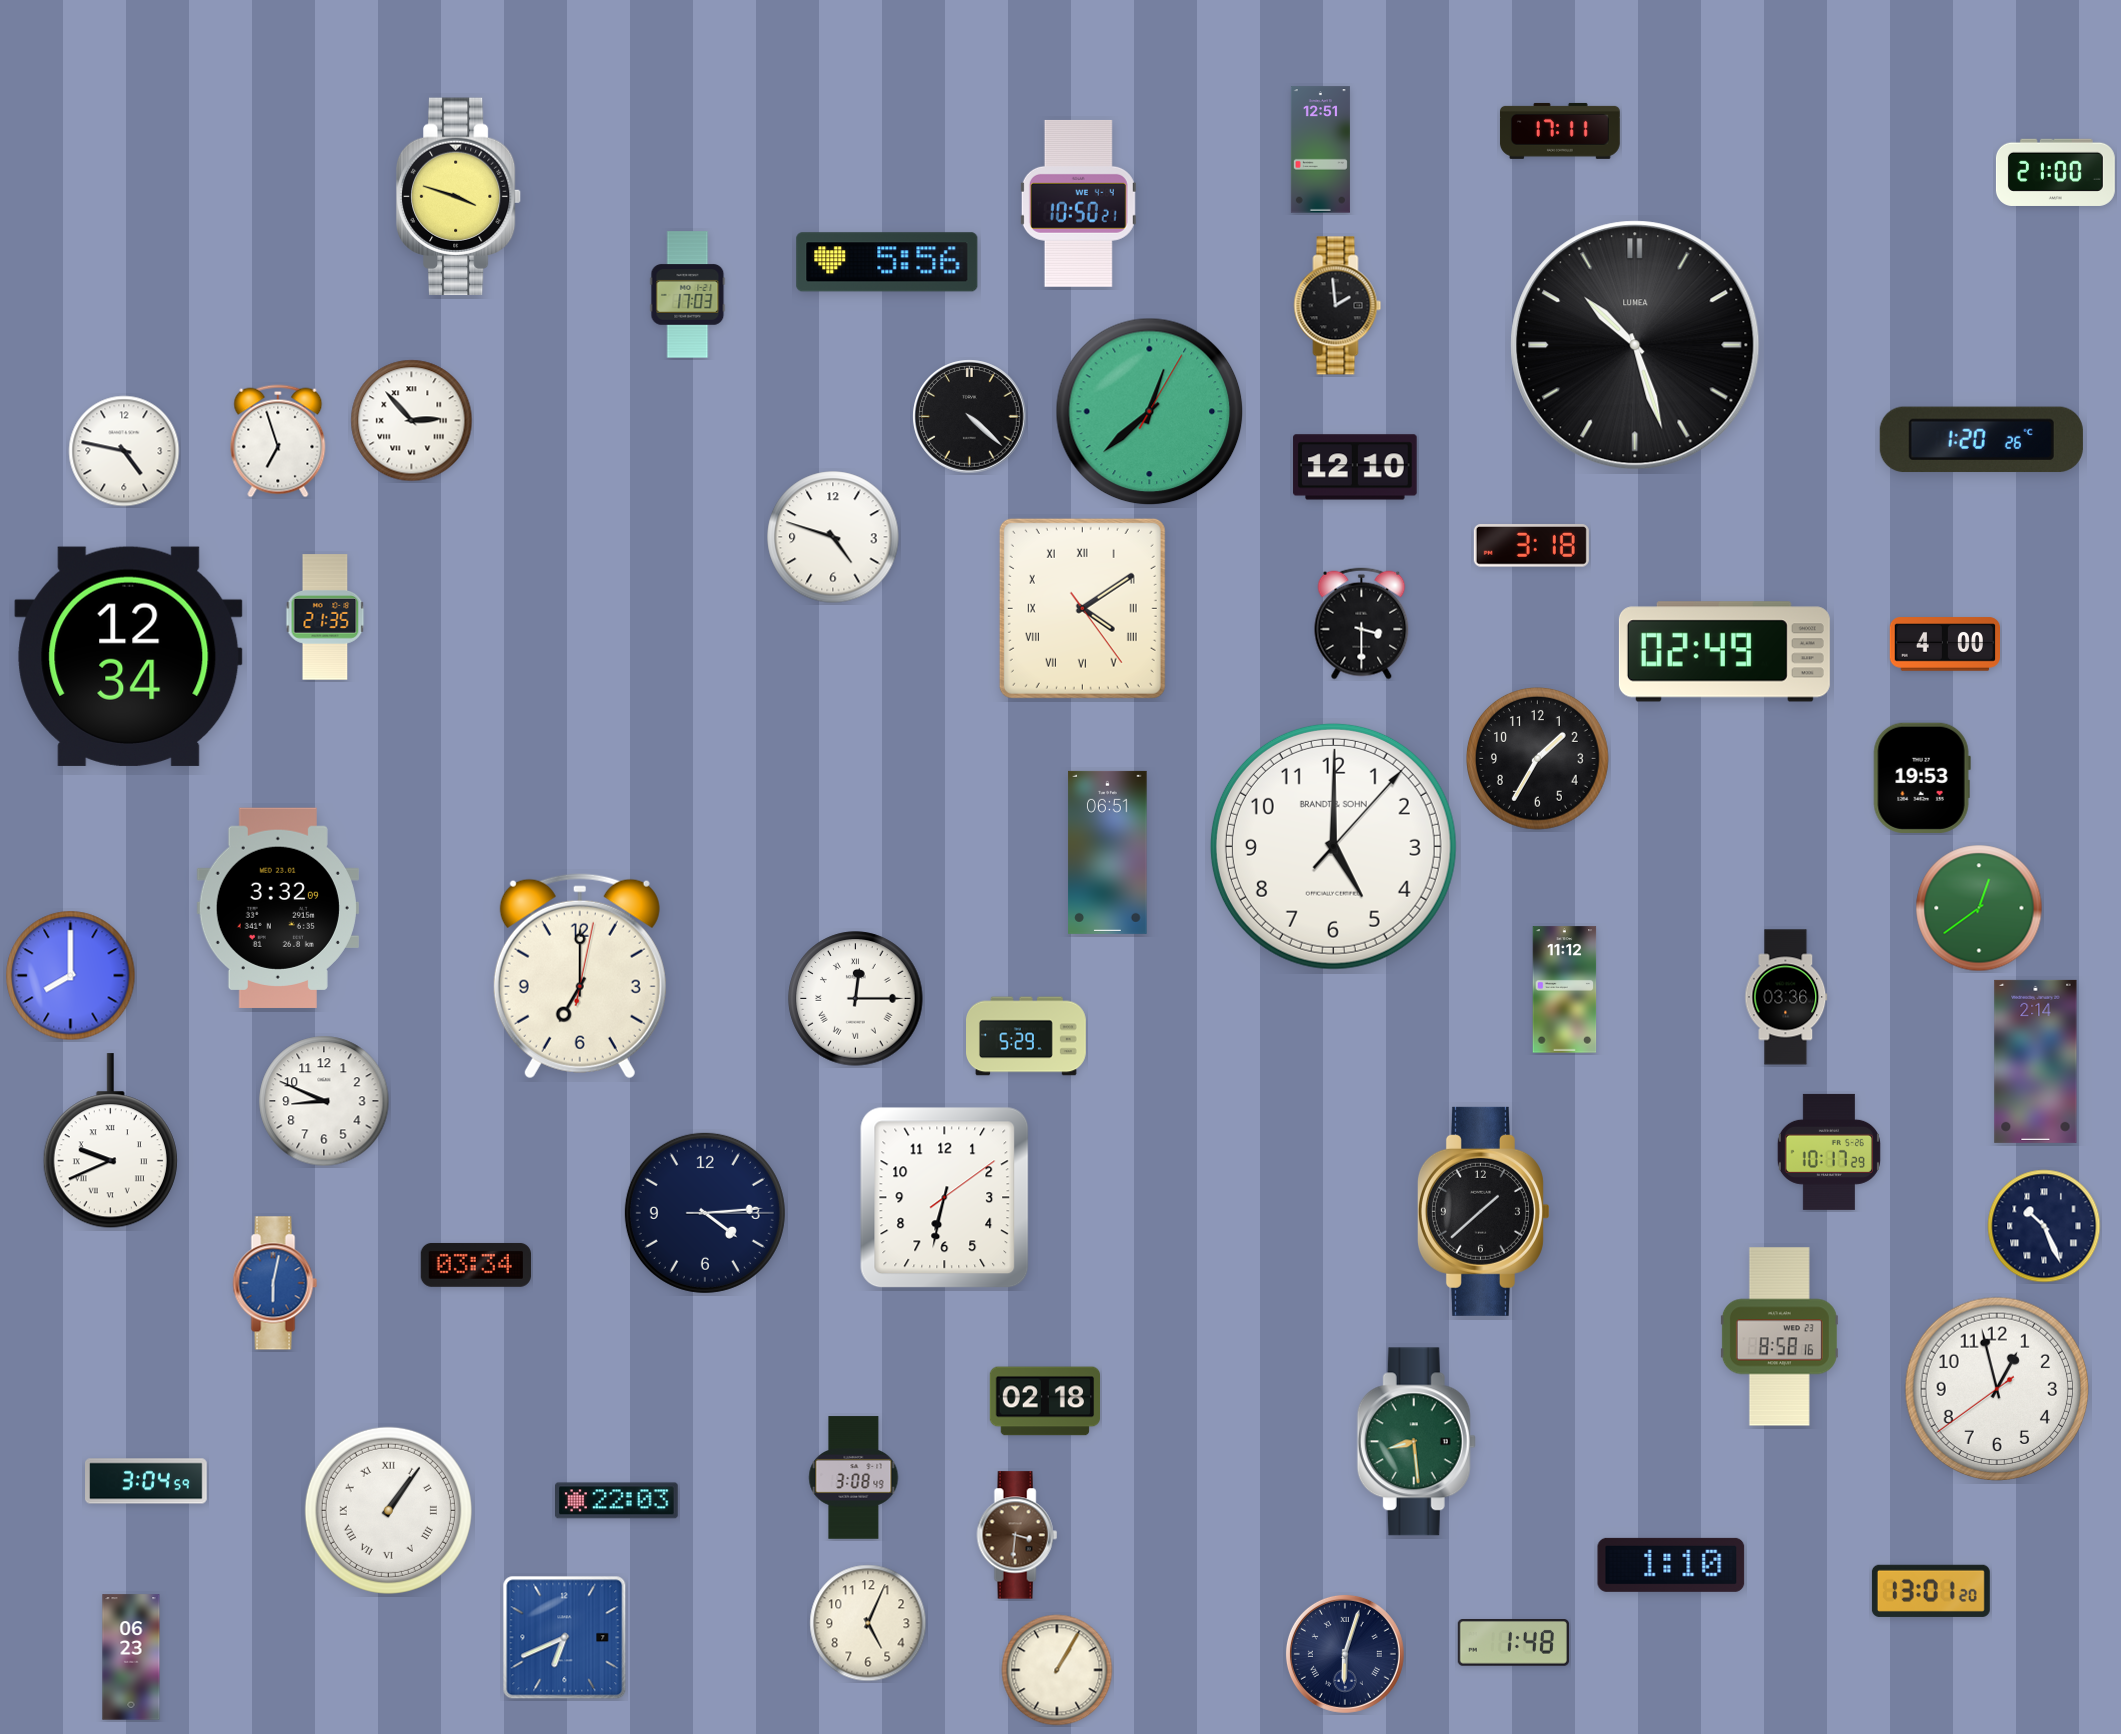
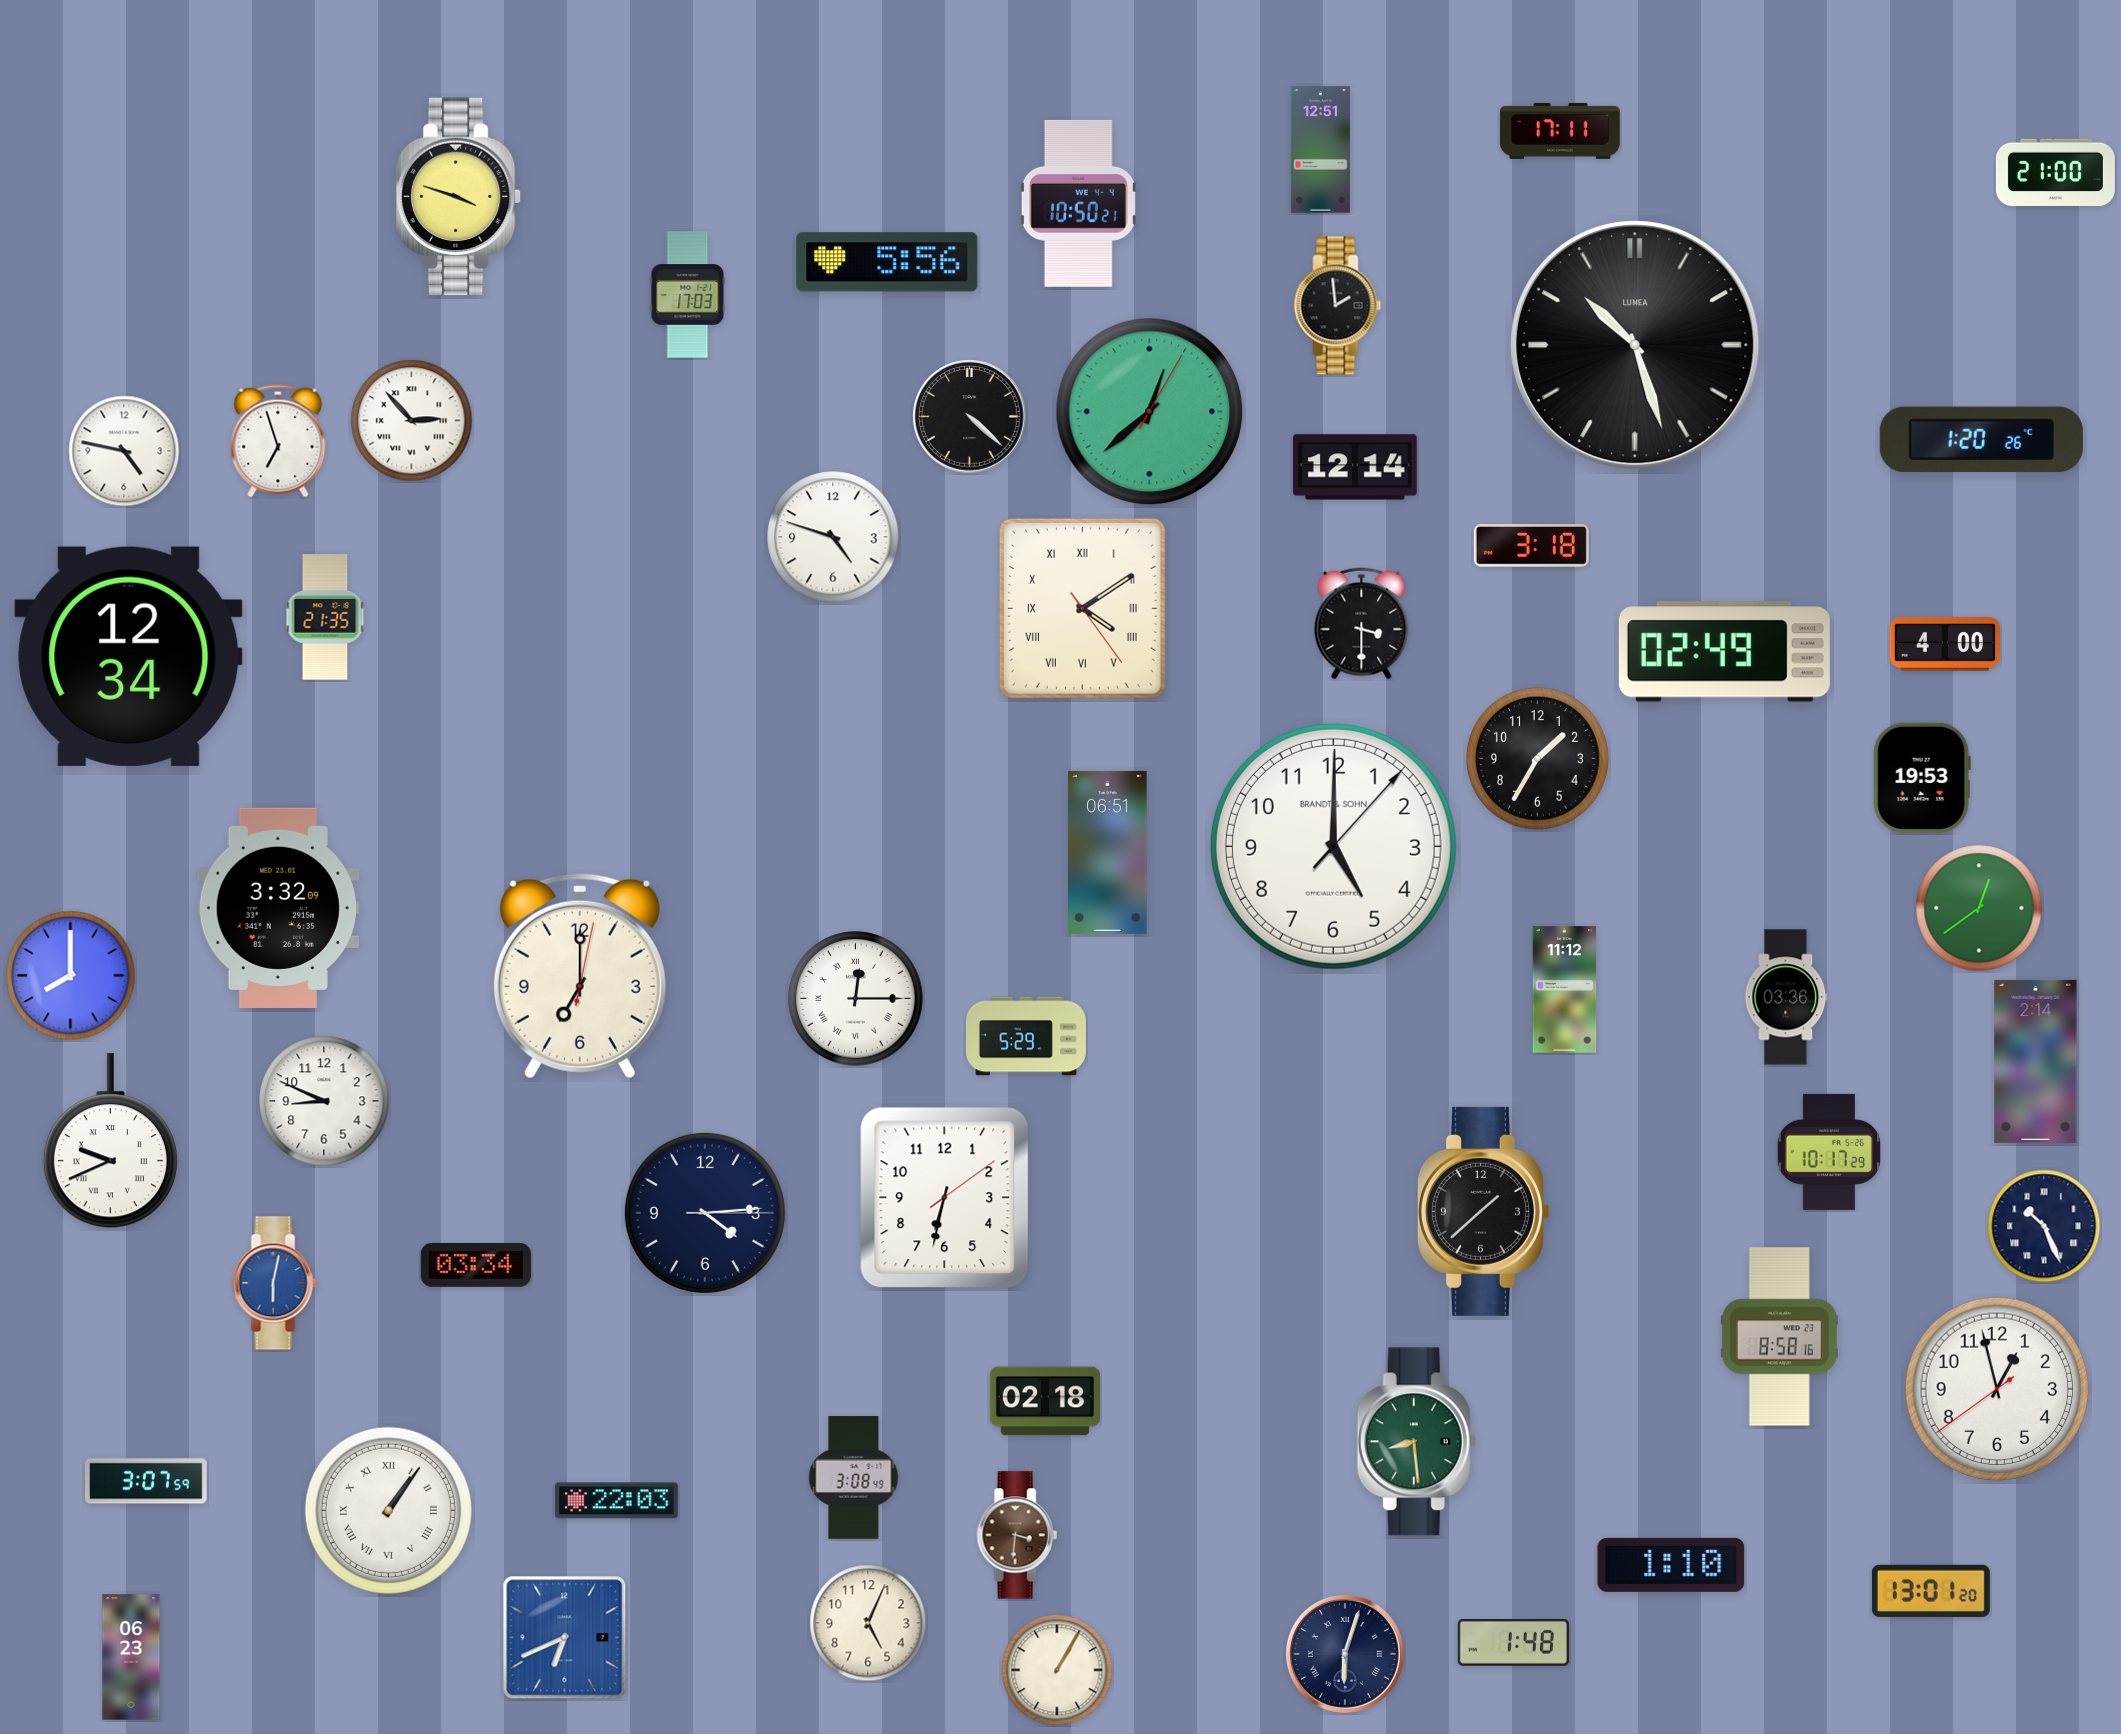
clock at (1355, 467): 12:10 -> 12:14
clock at (146, 1481): 3:04 -> 3:07
